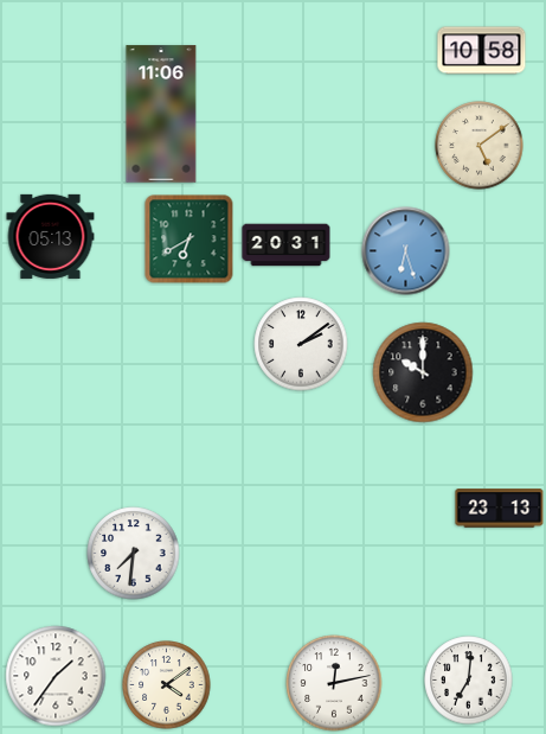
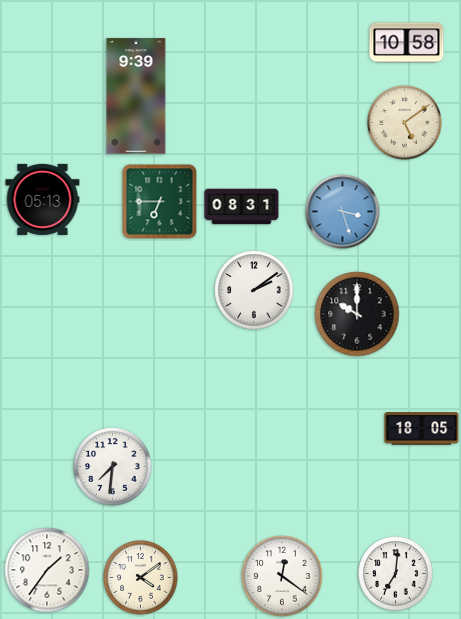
clock at (161, 114): 11:06 -> 9:39
clock at (190, 240): 6:40 -> 6:45
clock at (287, 245): 20:31 -> 08:31
clock at (406, 251): 6:27 -> 3:27
clock at (500, 509): 23:13 -> 18:05
clock at (334, 683): 12:13 -> 12:21
